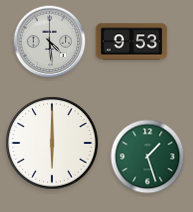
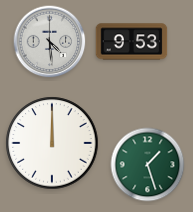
clock at (52, 143): 6:00 -> 12:00
clock at (148, 157) position: (148, 157) -> (148, 165)
